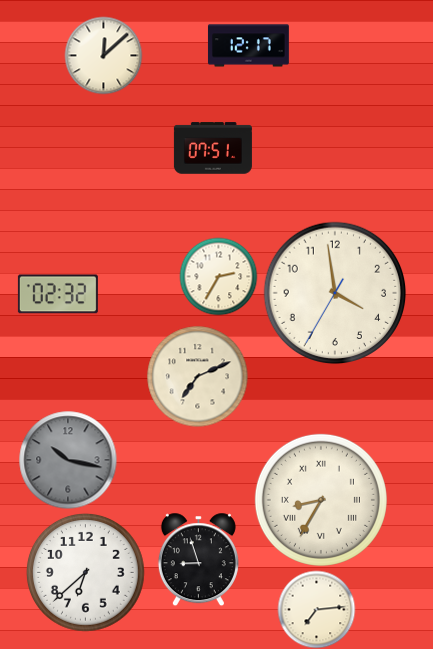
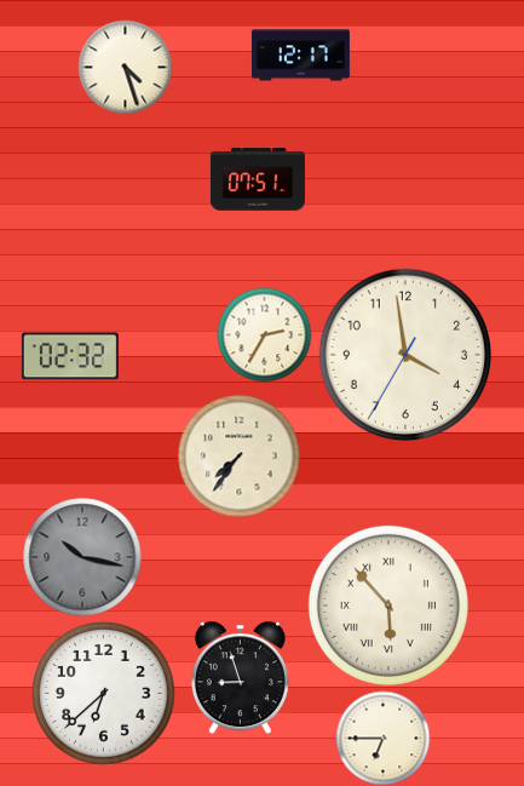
clock at (103, 55): 12:08 -> 4:27
clock at (198, 377): 7:11 -> 7:36
clock at (321, 500): 8:35 -> 5:53
clock at (316, 609): 7:14 -> 6:45
